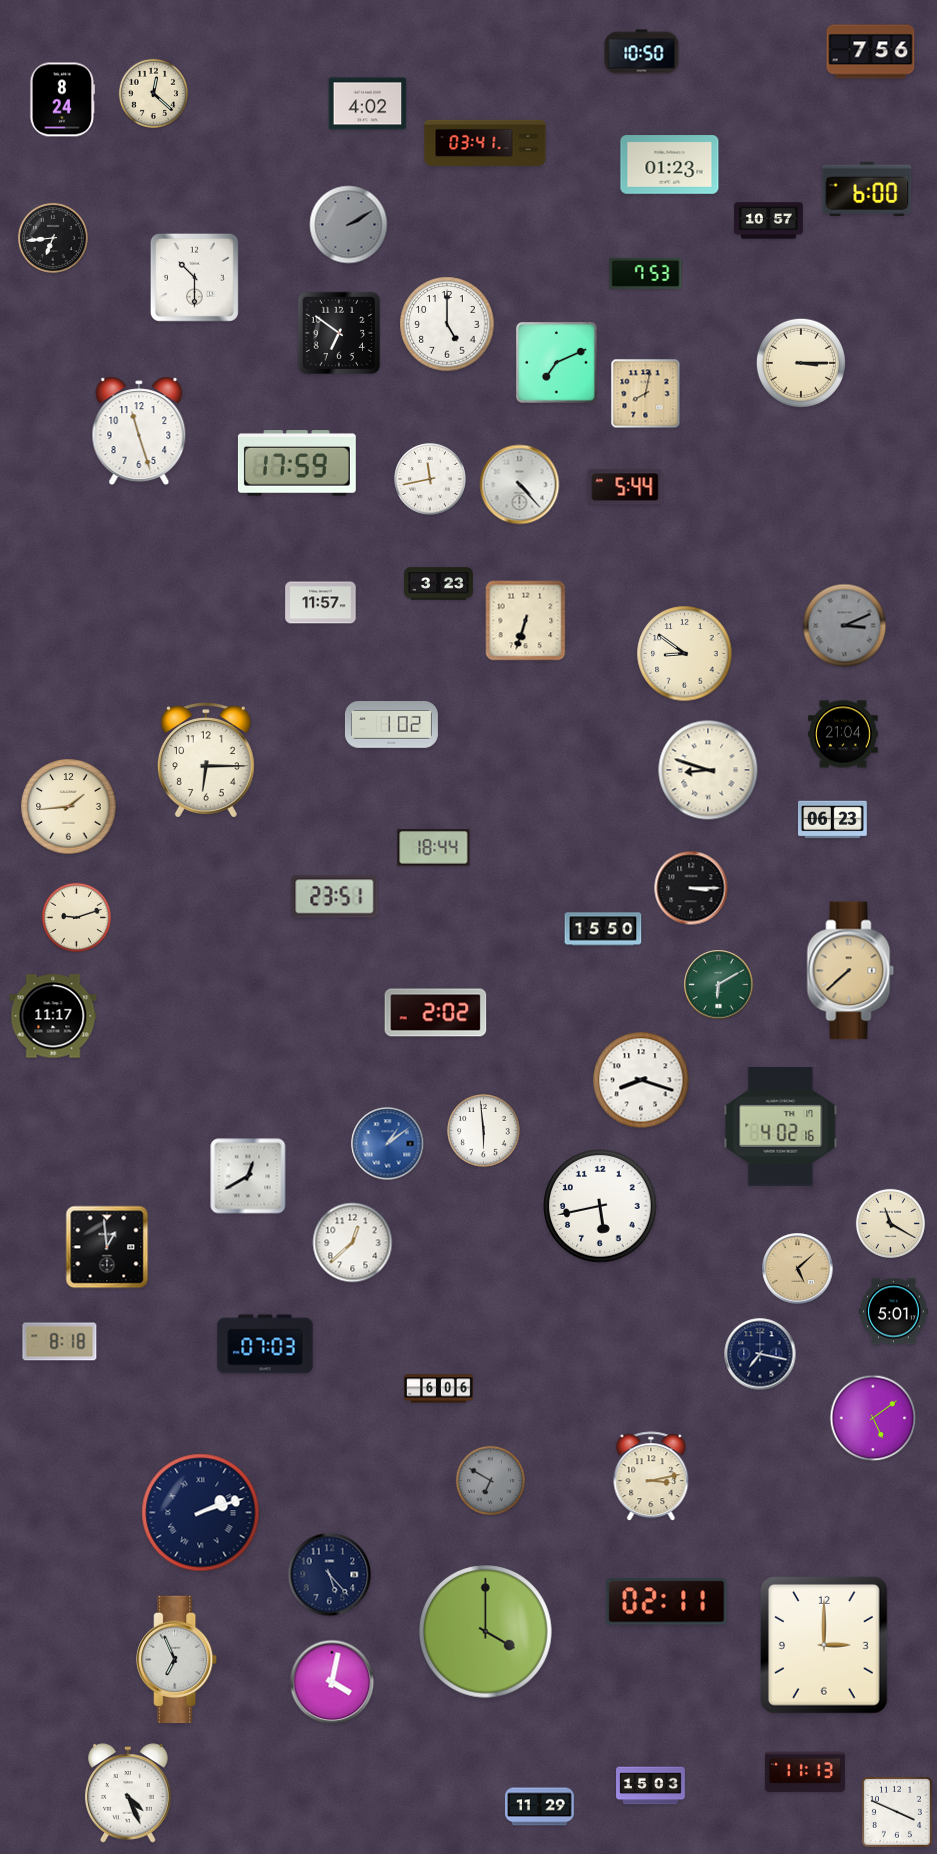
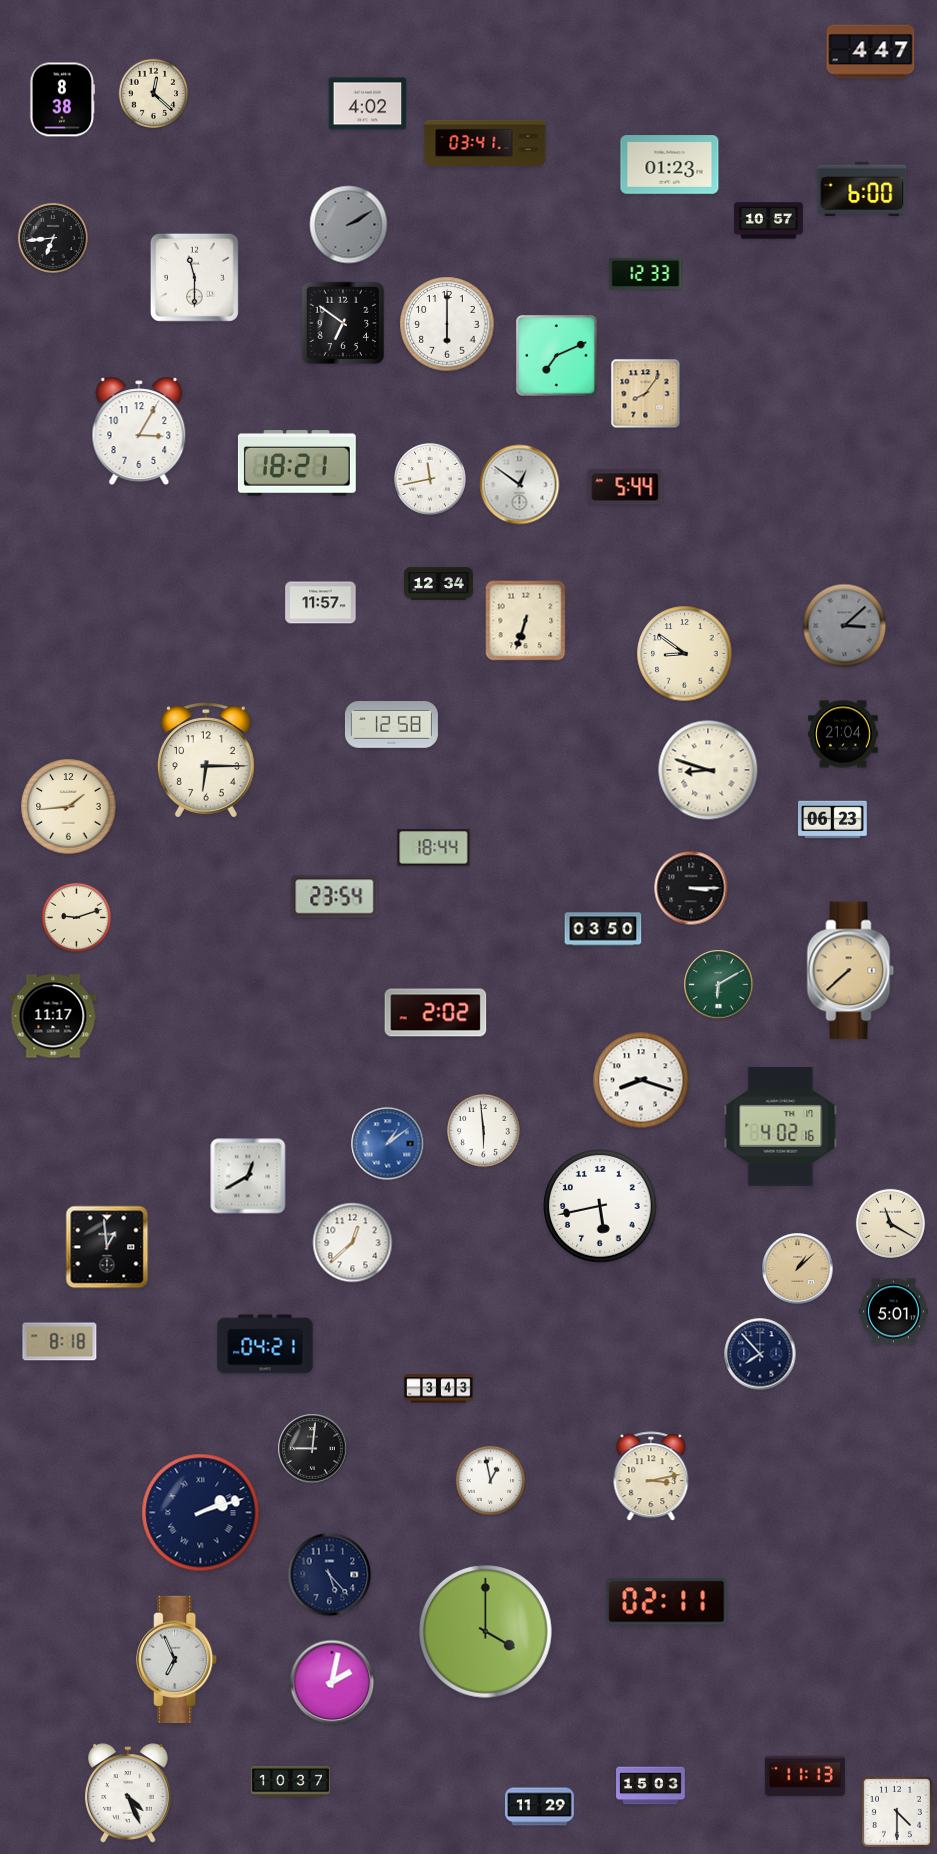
clock at (642, 52): 10:50 -> none
clock at (871, 52): 7:56 -> 4:47
clock at (62, 100): 8:24 -> 8:38
clock at (867, 189) position: (867, 189) -> (862, 189)
clock at (646, 273): 7:53 -> 12:33
clock at (194, 277): 10:30 -> 11:30
clock at (447, 324): 5:00 -> 6:00
clock at (339, 333) position: (339, 333) -> (343, 323)
clock at (557, 363) position: (557, 363) -> (557, 356)
clock at (801, 363): 3:15 -> none
clock at (646, 394): 8:02 -> 8:06
clock at (139, 431): 11:27 -> 3:05
clock at (297, 463): 17:59 -> 18:21
clock at (520, 485): 4:23 -> 12:51
clock at (439, 584): 3:23 -> 12:34
clock at (845, 626): 3:11 -> 3:08
clock at (391, 725): 1:02 -> 12:58
clock at (335, 897): 23:51 -> 23:54
clock at (603, 929): 15:50 -> 03:50
clock at (798, 1269): 5:08 -> 1:08
clock at (265, 1344): 07:03 -> 04:21
clock at (760, 1354): 7:17 -> 7:53
clock at (439, 1389): 6:06 -> 3:43
clock at (873, 1418): 5:09 -> none
clock at (313, 1449): none -> 9:01
clock at (490, 1480): 6:50 -> 12:58
clock at (490, 1480) dial: grey -> white
clock at (824, 1645): 3:00 -> none
clock at (332, 1682): 4:02 -> 2:02
clock at (805, 1772) position: (805, 1772) -> (805, 1776)
clock at (290, 1781): none -> 10:37
clock at (897, 1812): 3:49 -> 4:30
